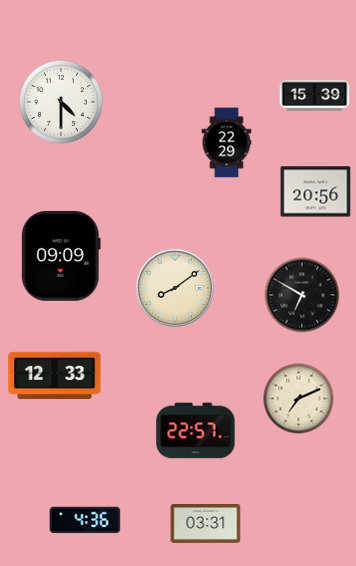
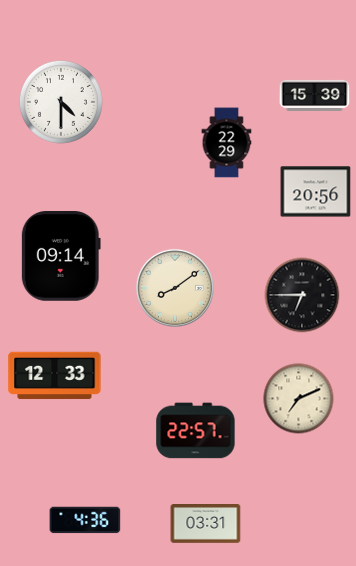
clock at (61, 257): 09:09 -> 09:14
clock at (302, 295): 6:50 -> 6:45
